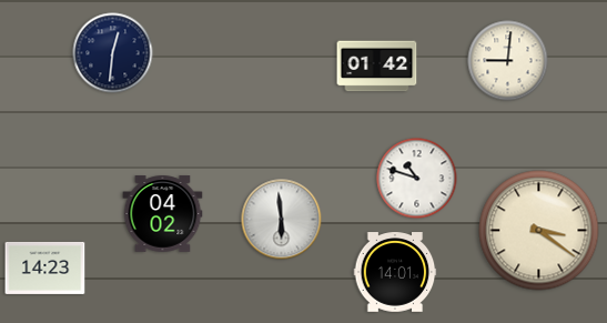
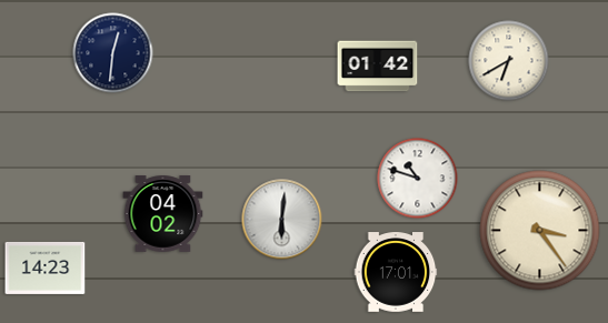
clock at (508, 61): 9:01 -> 6:40
clock at (282, 220): 5:59 -> 6:01
clock at (539, 231): 3:21 -> 3:24
clock at (395, 272): 14:01 -> 17:01
